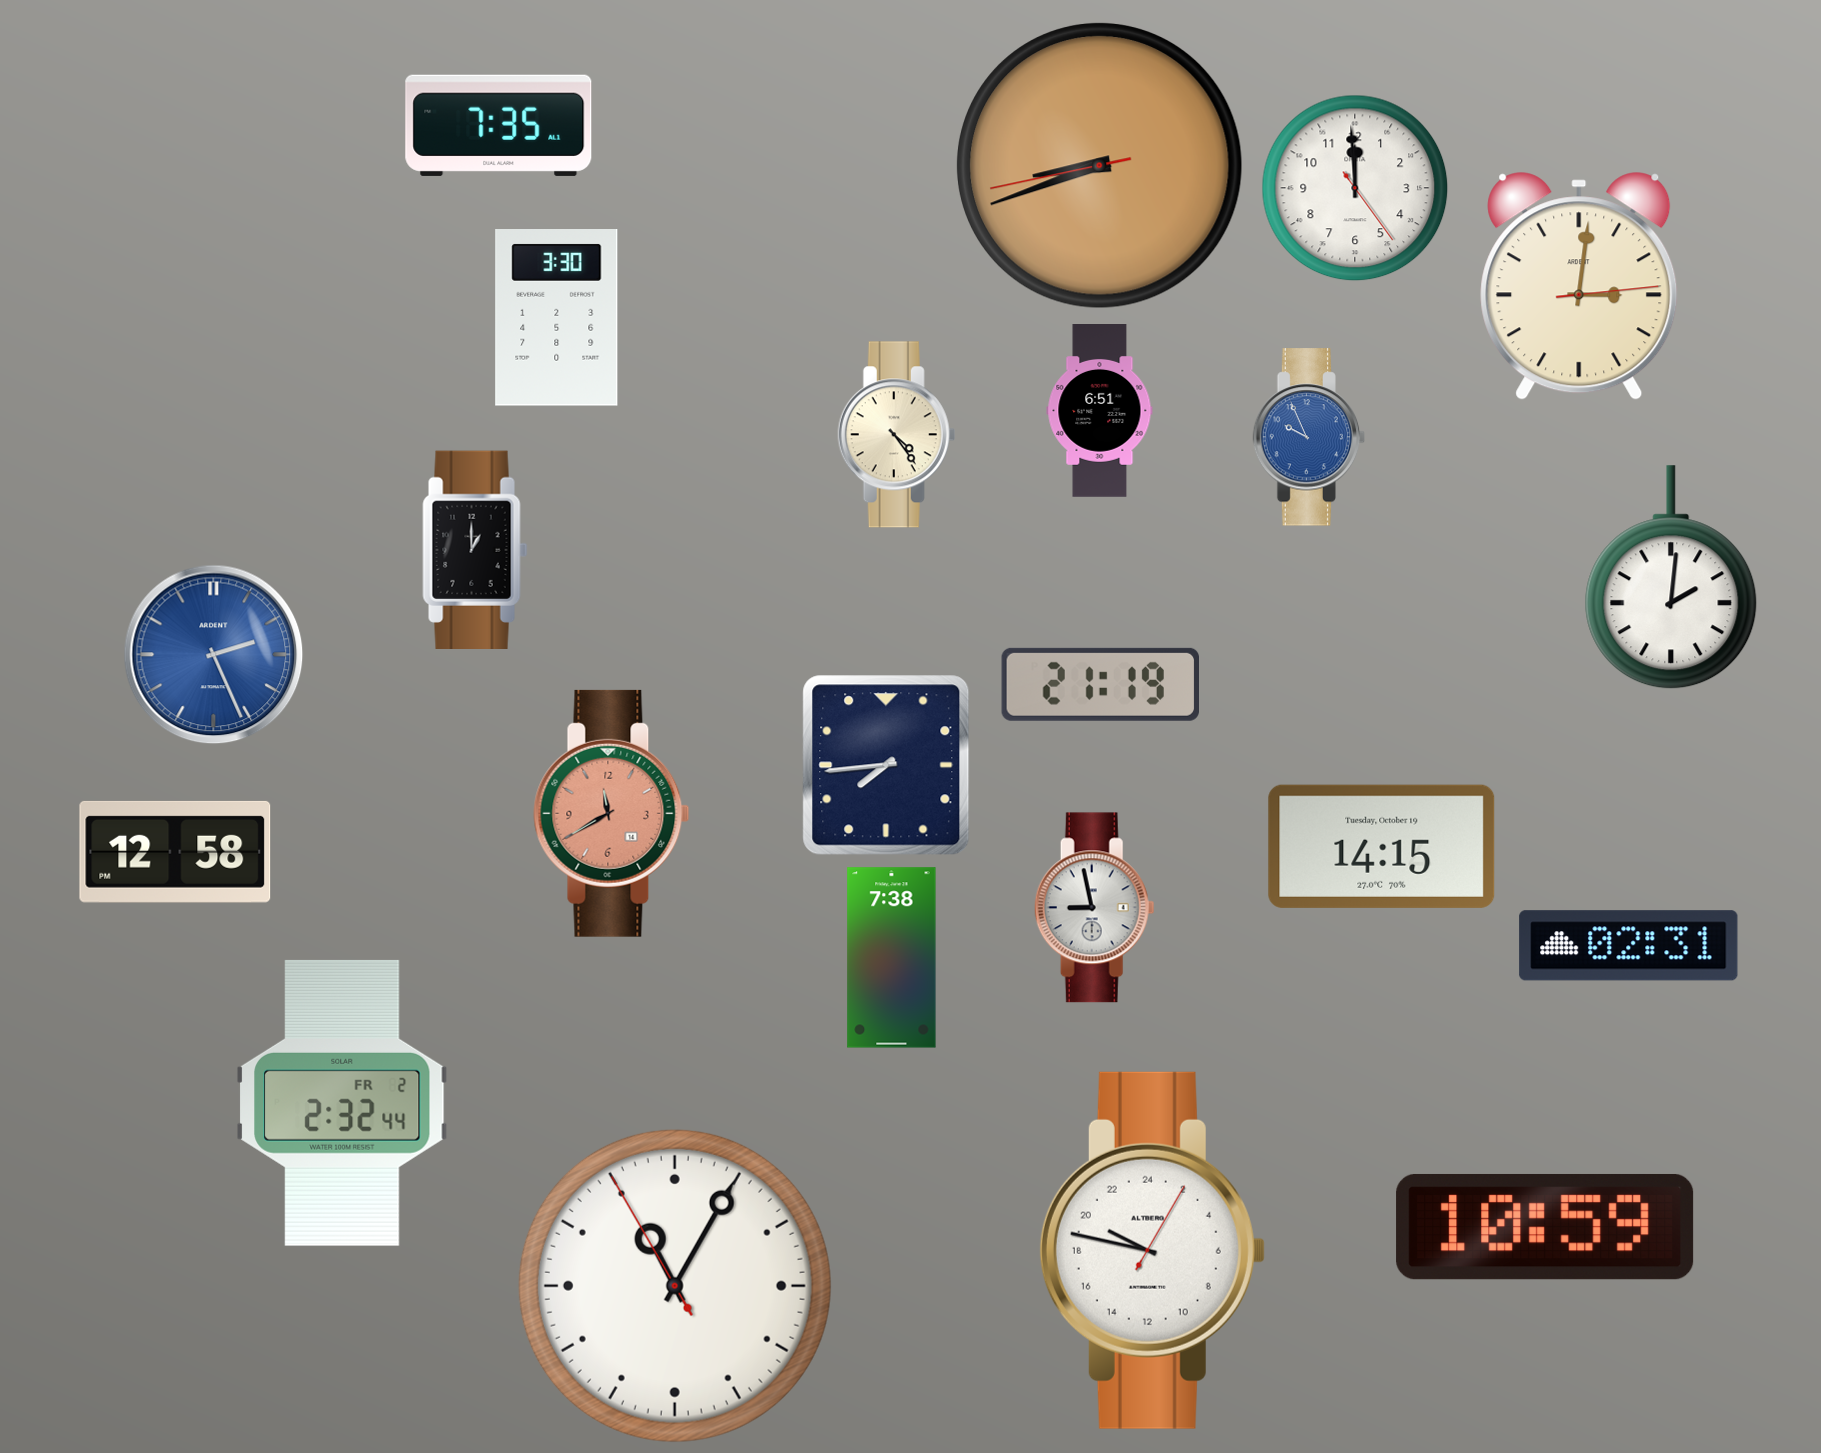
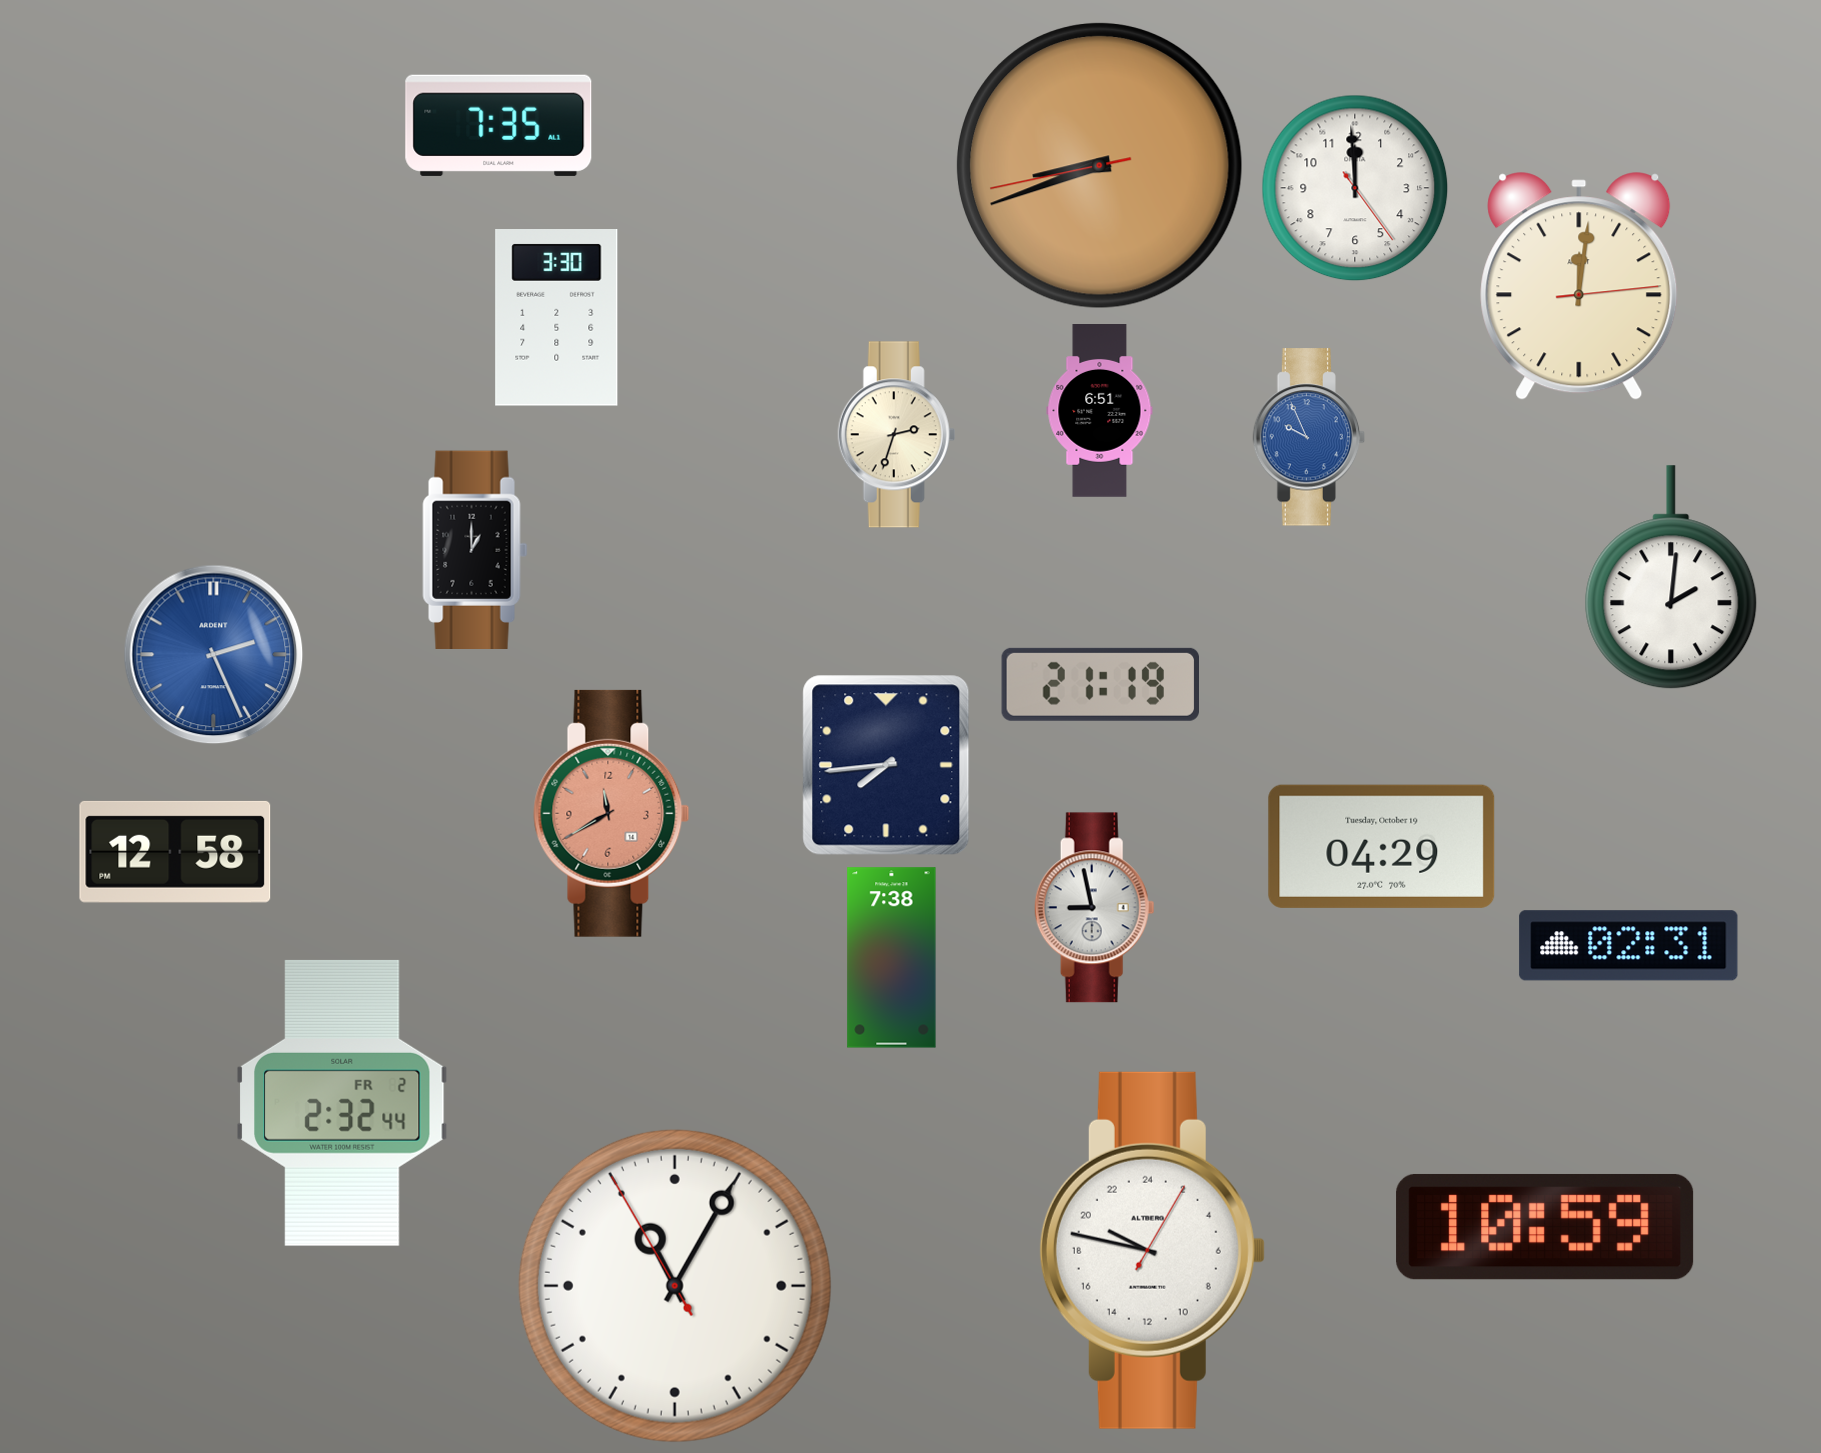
clock at (1579, 286): 3:01 -> 12:01
clock at (897, 435): 4:24 -> 2:33
clock at (1382, 846): 14:15 -> 04:29
